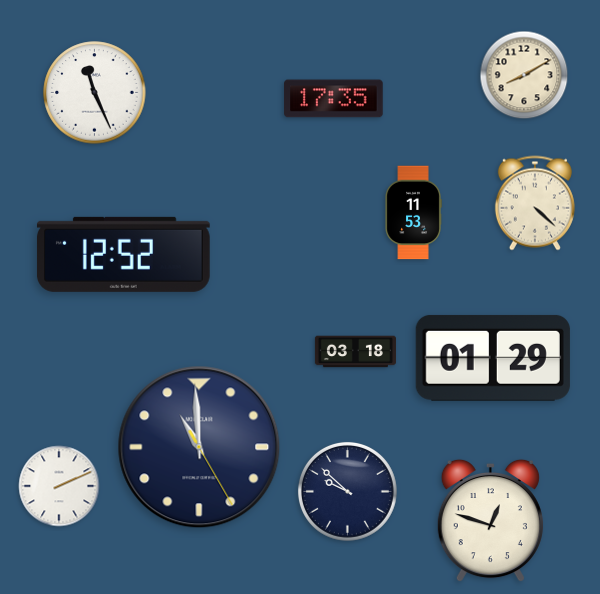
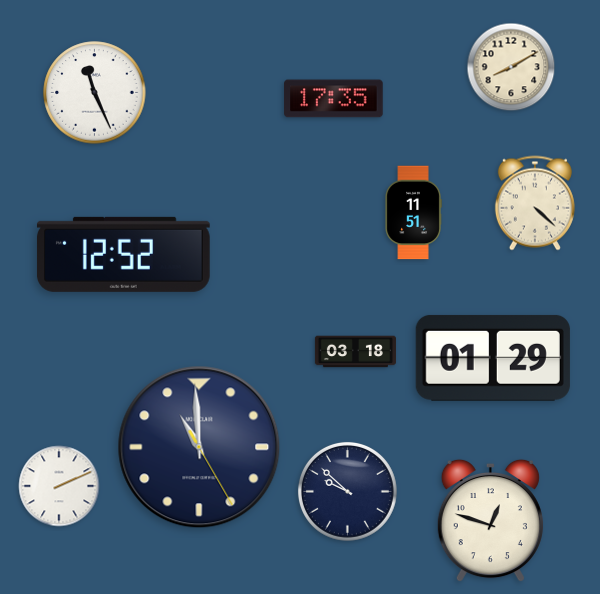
clock at (524, 75) position: (524, 75) -> (511, 67)
clock at (413, 213): 11:53 -> 11:51
